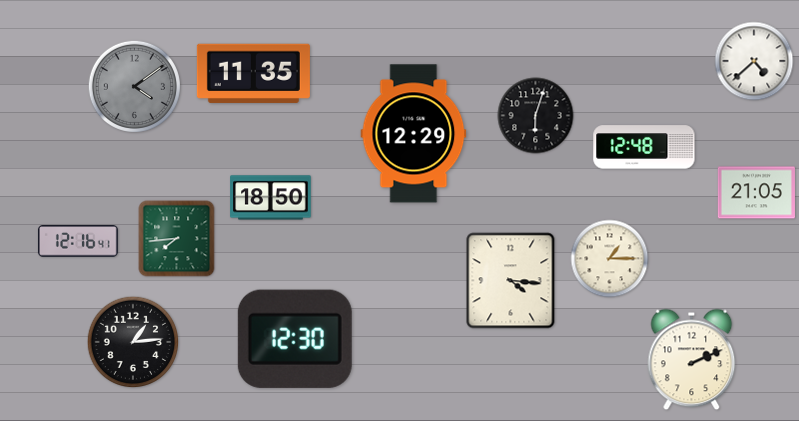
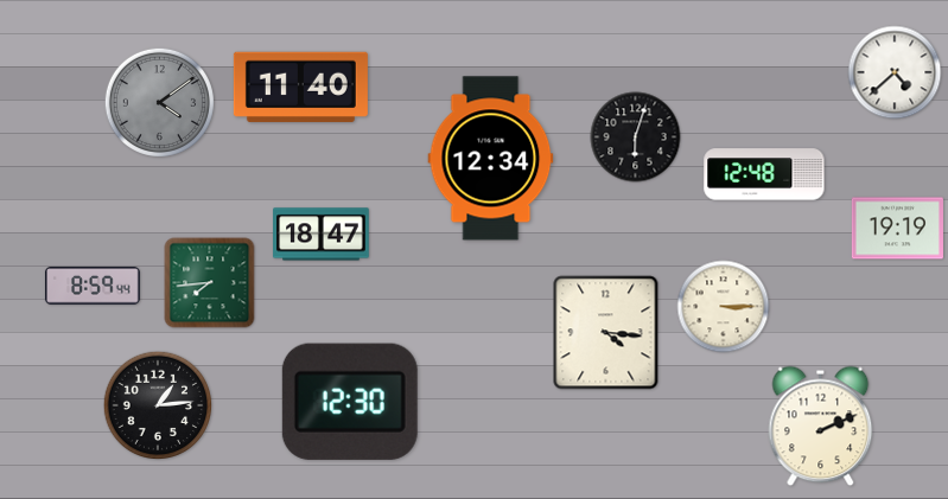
clock at (253, 73): 11:35 -> 11:40
clock at (414, 134): 12:29 -> 12:34
clock at (756, 193): 21:05 -> 19:19
clock at (271, 198): 18:50 -> 18:47
clock at (78, 241): 12:16 -> 8:59
clock at (610, 259): 1:15 -> 3:15
